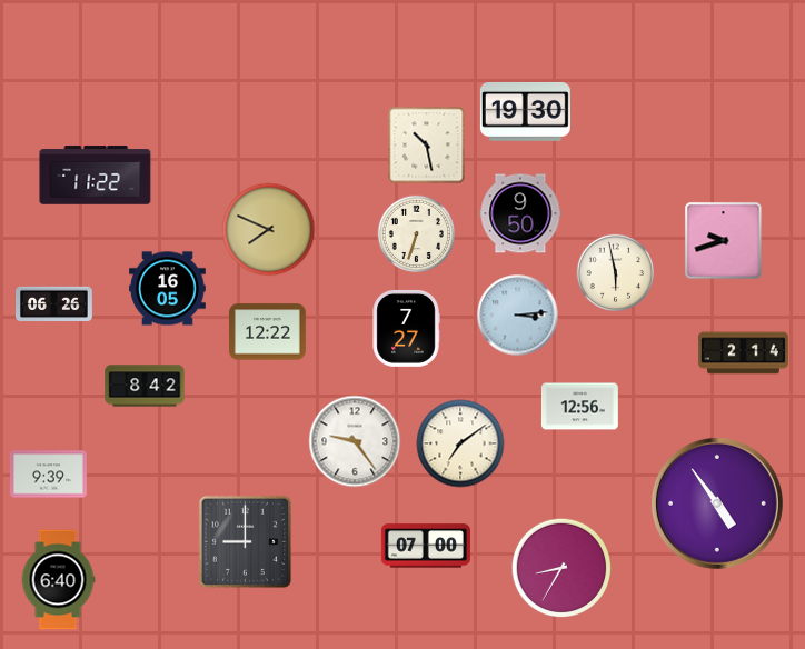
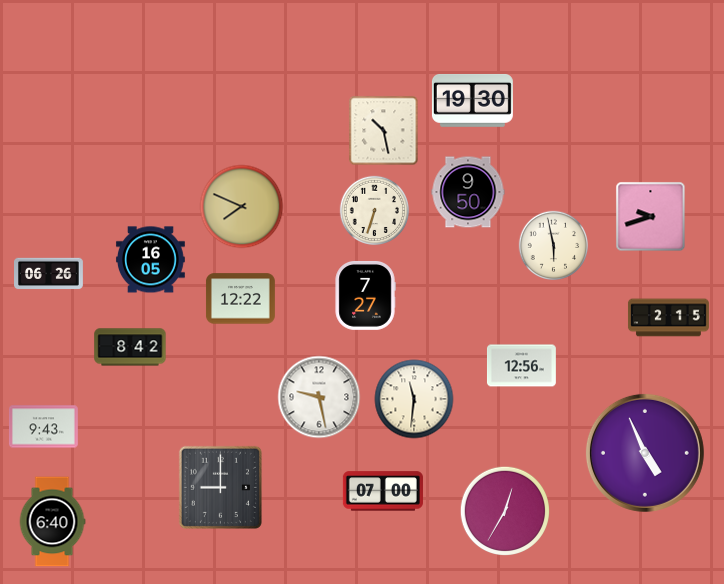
clock at (96, 176): 11:22 -> none
clock at (518, 316): 3:14 -> none
clock at (743, 353): 2:14 -> 2:15
clock at (355, 441): 9:24 -> 9:28
clock at (460, 443): 7:09 -> 11:31
clock at (49, 475): 9:39 -> 9:43
clock at (717, 503): 4:54 -> 4:56
clock at (560, 567): 8:35 -> 12:35
